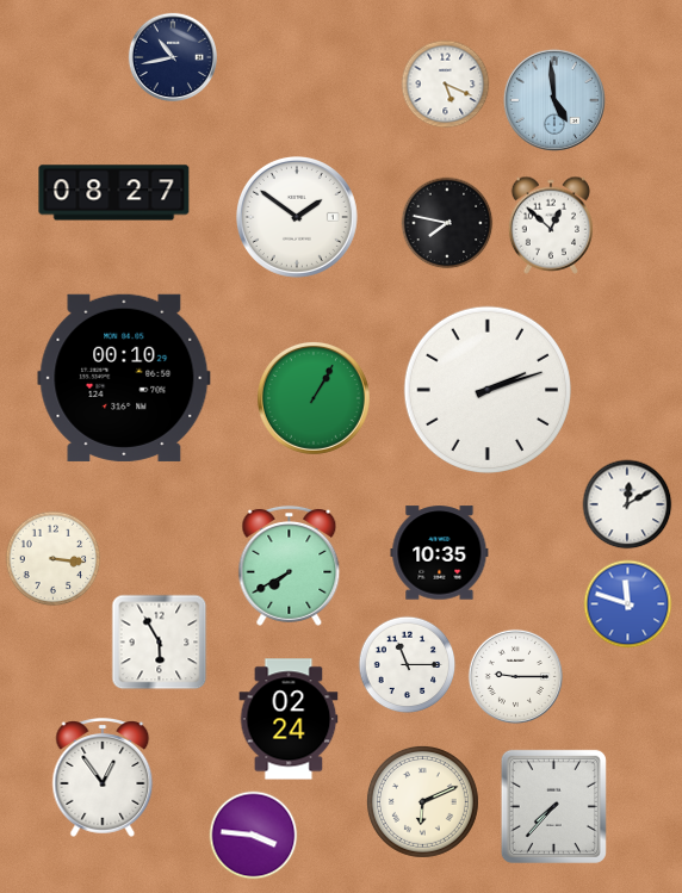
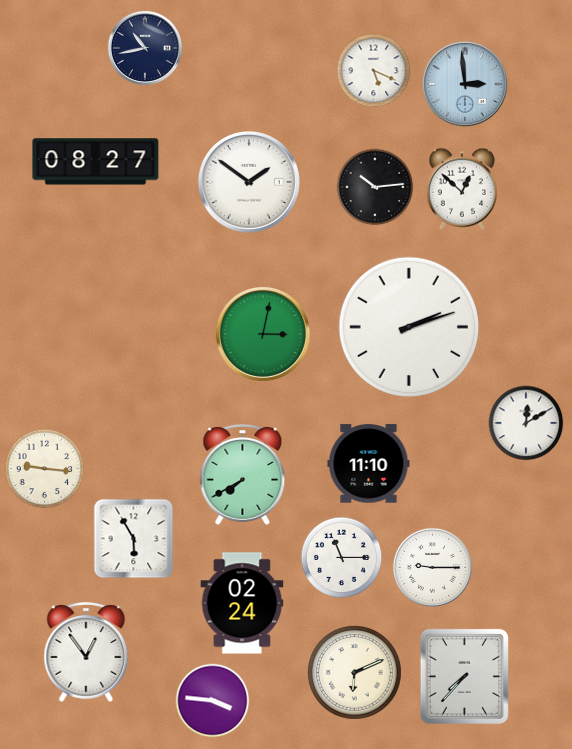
clock at (554, 100): 4:59 -> 2:59
clock at (447, 223): 7:47 -> 10:14
clock at (124, 378): 00:10 -> none
clock at (314, 398): 1:05 -> 3:02
clock at (440, 553): 10:35 -> 11:10
clock at (54, 559): 3:16 -> 9:16
clock at (628, 604): 11:48 -> none
